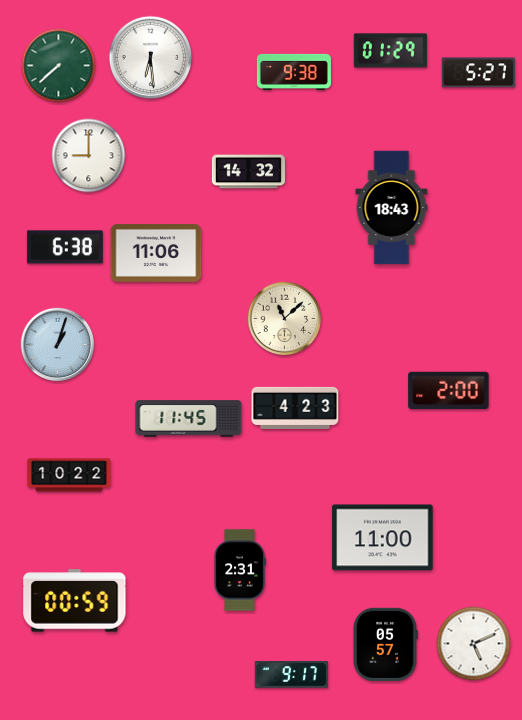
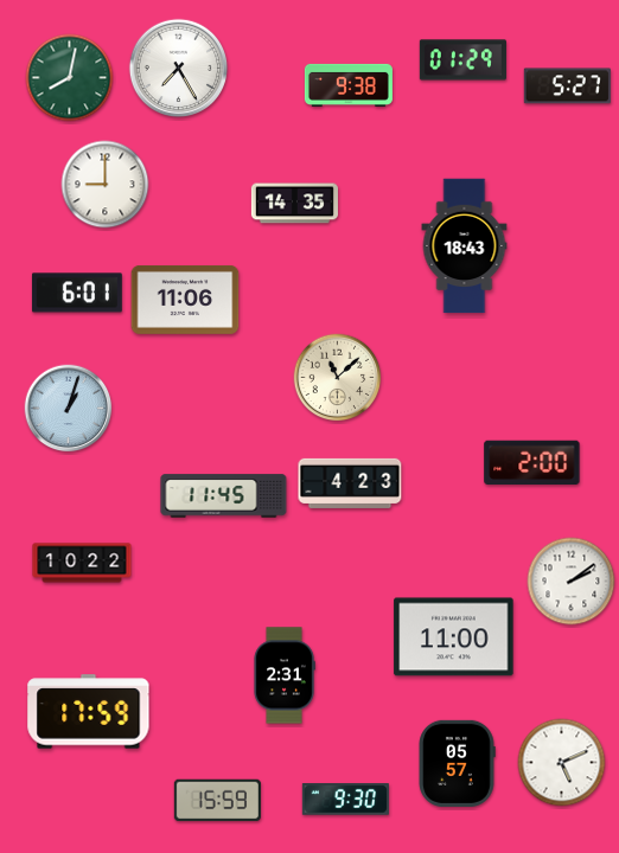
clock at (151, 58): 6:29 -> 7:25
clock at (59, 66): 7:38 -> 8:02
clock at (248, 172): 14:32 -> 14:35
clock at (65, 247): 6:38 -> 6:01
clock at (572, 582): none -> 2:09
clock at (75, 601): 00:59 -> 17:59
clock at (291, 675): 9:17 -> 9:30
clock at (217, 801): none -> 15:59
